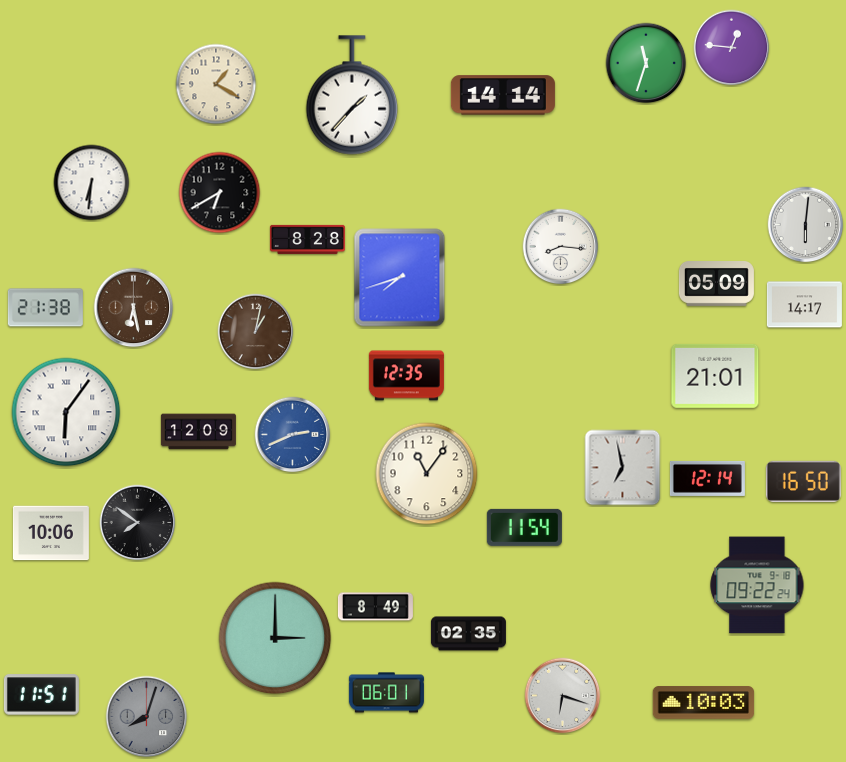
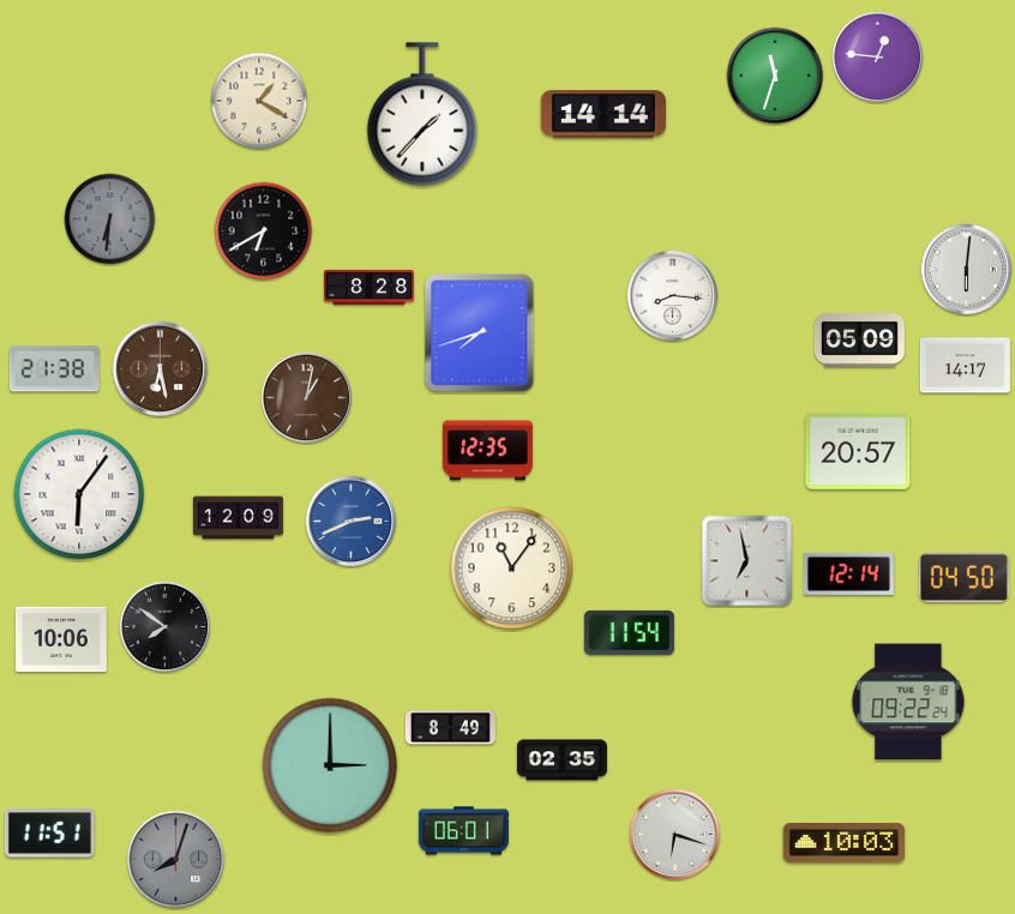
clock at (92, 183) dial: white -> grey
clock at (715, 376): 21:01 -> 20:57
clock at (803, 481): 16:50 -> 04:50
